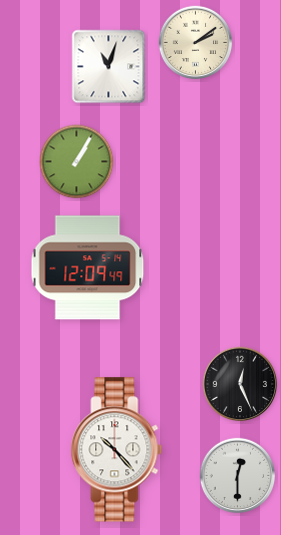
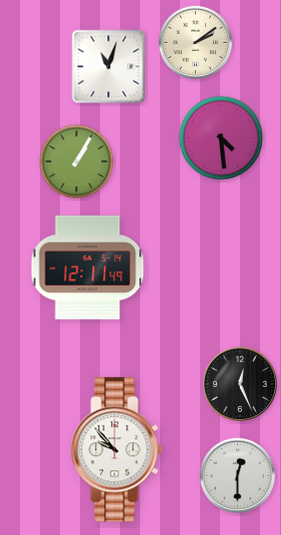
clock at (221, 138): none -> 4:29
clock at (88, 268): 12:09 -> 12:11
clock at (117, 450): 10:23 -> 9:53
